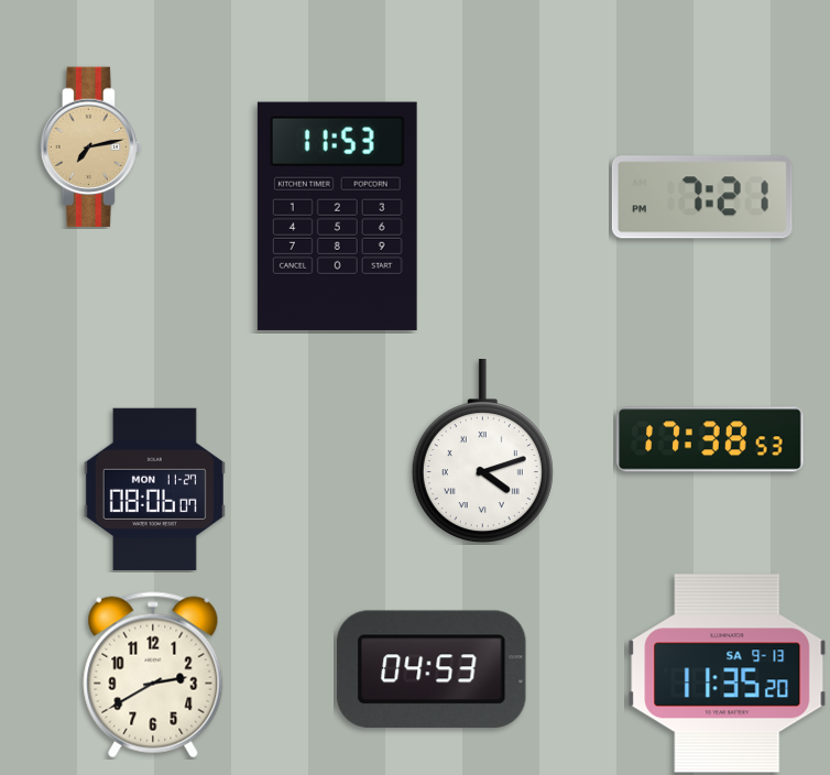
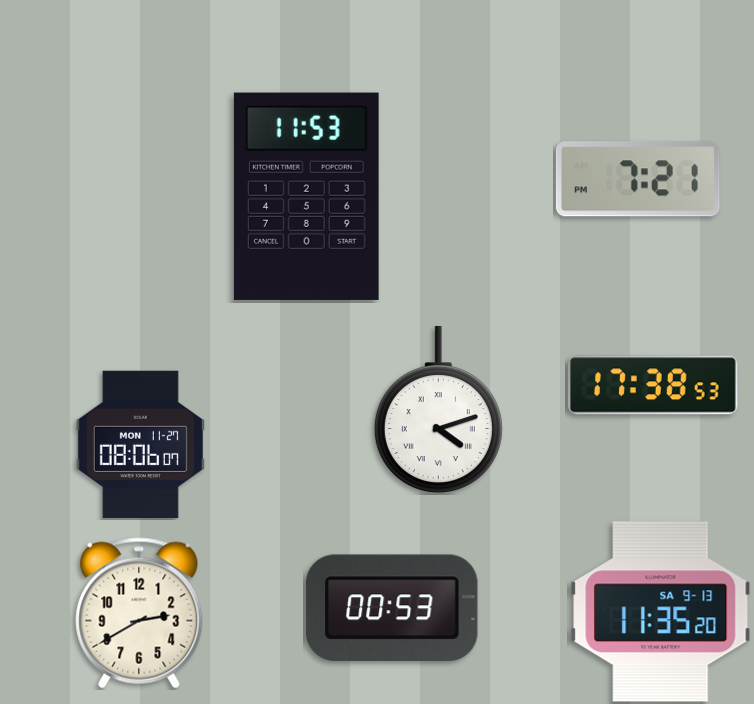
clock at (90, 148): 7:13 -> none
clock at (710, 439) position: (710, 439) -> (653, 385)
clock at (432, 669): 04:53 -> 00:53
